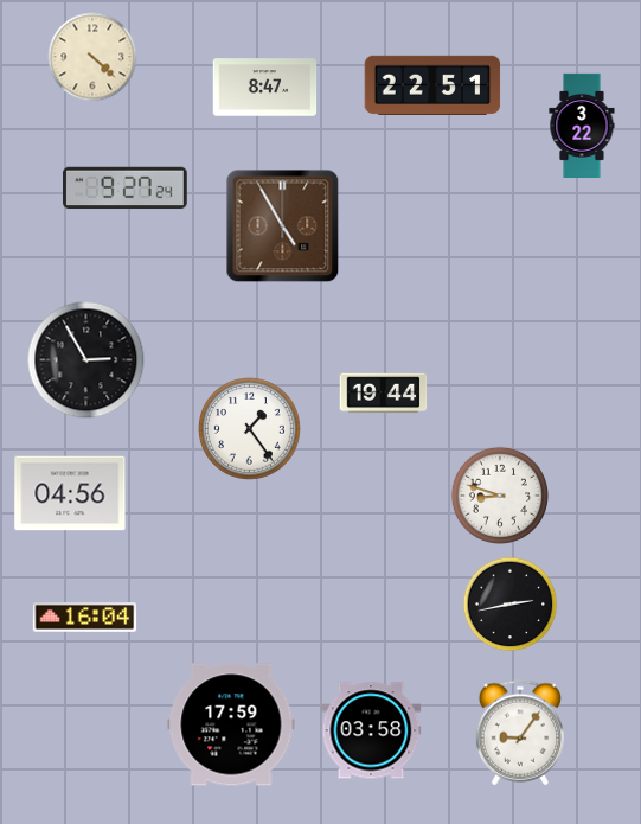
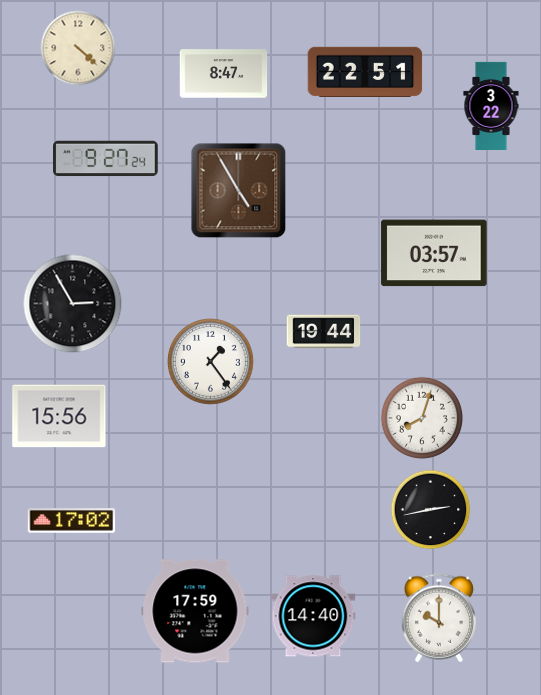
clock at (434, 253): none -> 03:57
clock at (70, 493): 04:56 -> 15:56
clock at (500, 496): 8:48 -> 8:03
clock at (85, 618): 16:04 -> 17:02
clock at (371, 730): 03:58 -> 14:40
clock at (520, 733): 9:06 -> 10:00
